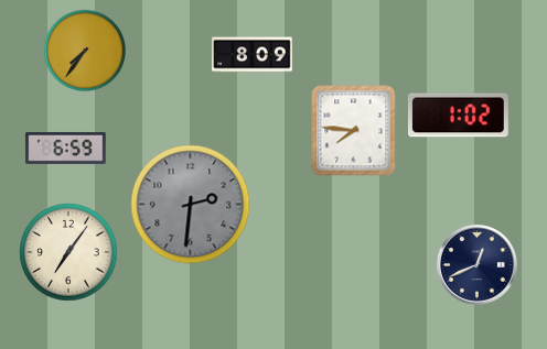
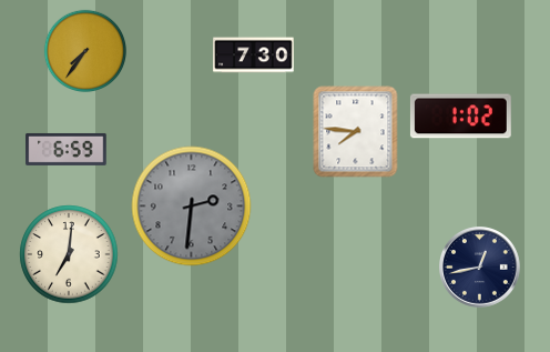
clock at (253, 55): 8:09 -> 7:30
clock at (68, 252): 7:06 -> 7:01
clock at (478, 265): 12:41 -> 12:43
